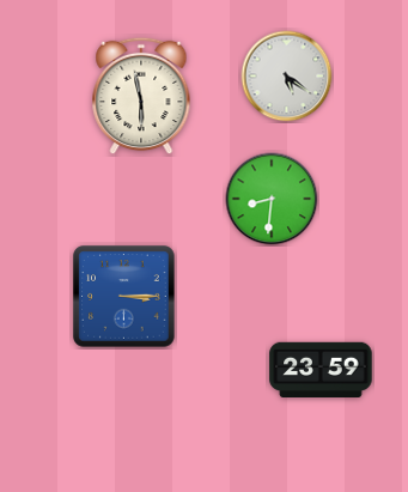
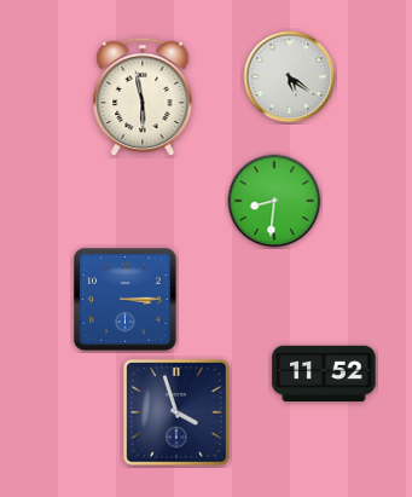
clock at (321, 370): 23:59 -> 11:52
clock at (178, 414): none -> 3:57
